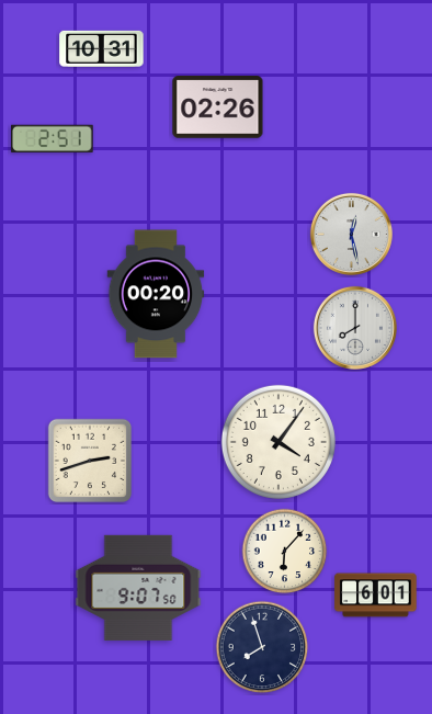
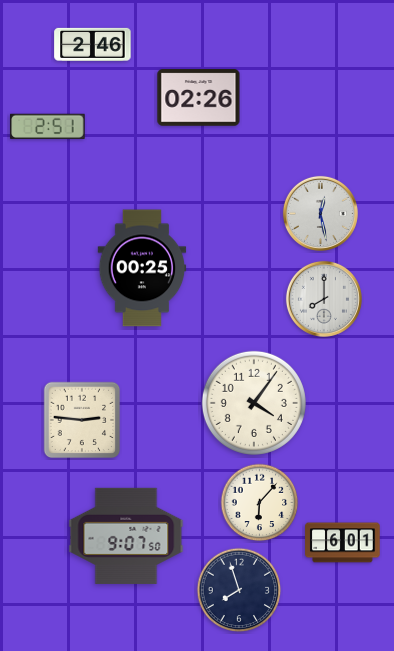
clock at (102, 48): 10:31 -> 2:46
clock at (156, 294): 00:20 -> 00:25
clock at (90, 461): 2:42 -> 2:46
